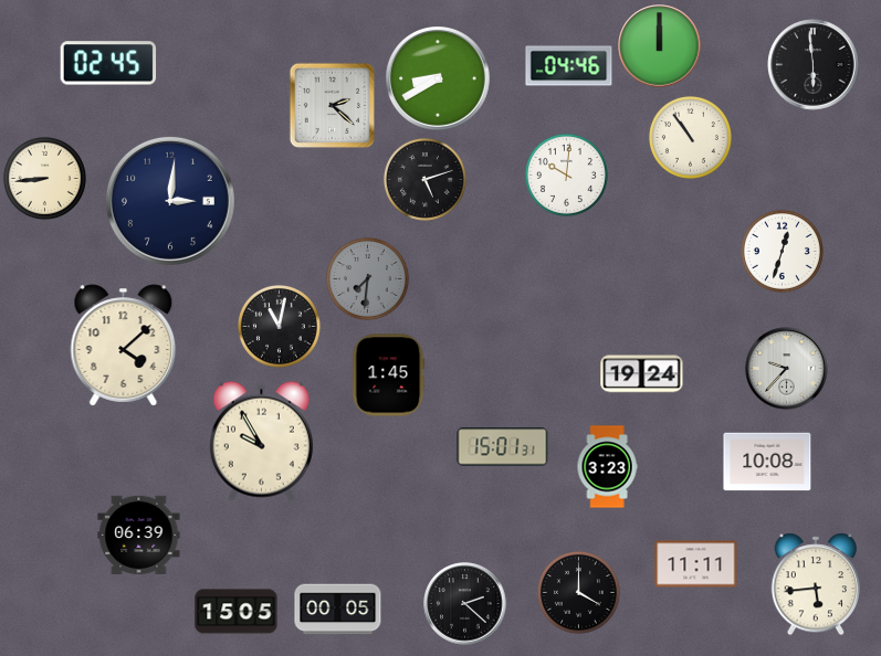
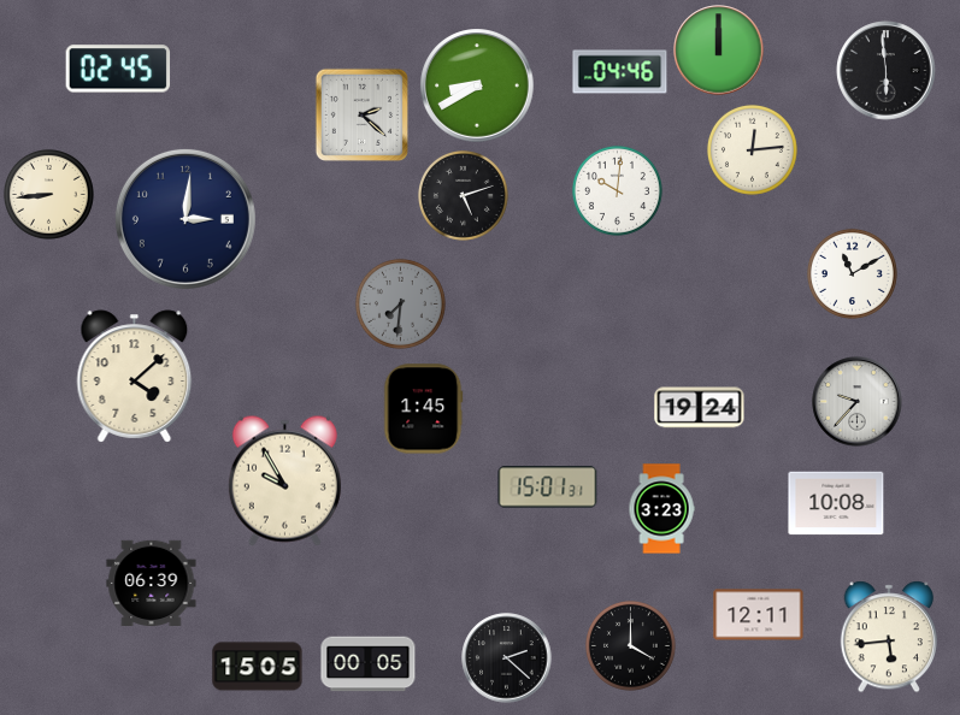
clock at (690, 137): 10:54 -> 12:14
clock at (782, 251): 12:33 -> 11:10
clock at (279, 326): 11:02 -> none
clock at (696, 564): 11:11 -> 12:11
